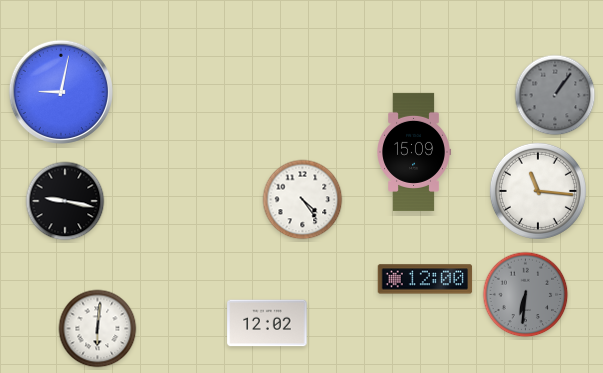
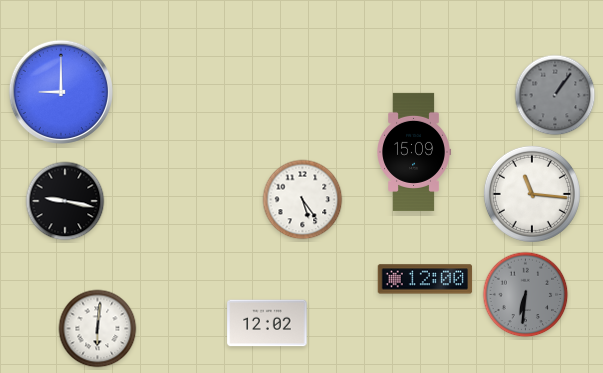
clock at (61, 92): 9:02 -> 9:00
clock at (538, 191) position: (538, 191) -> (532, 194)
clock at (303, 200): 4:24 -> 5:24
